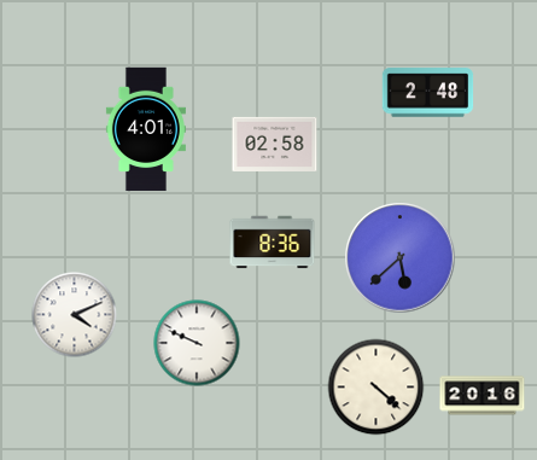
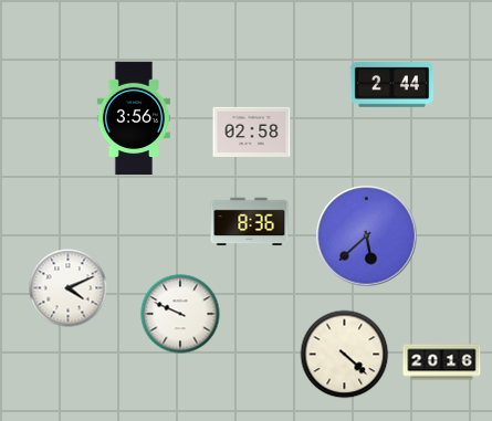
clock at (428, 93): 2:48 -> 2:44
clock at (146, 129): 4:01 -> 3:56
